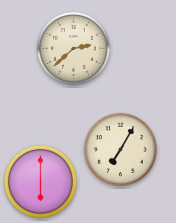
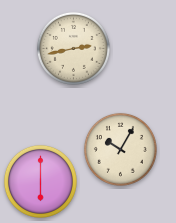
clock at (73, 48): 2:38 -> 2:43
clock at (120, 149): 7:05 -> 10:05
